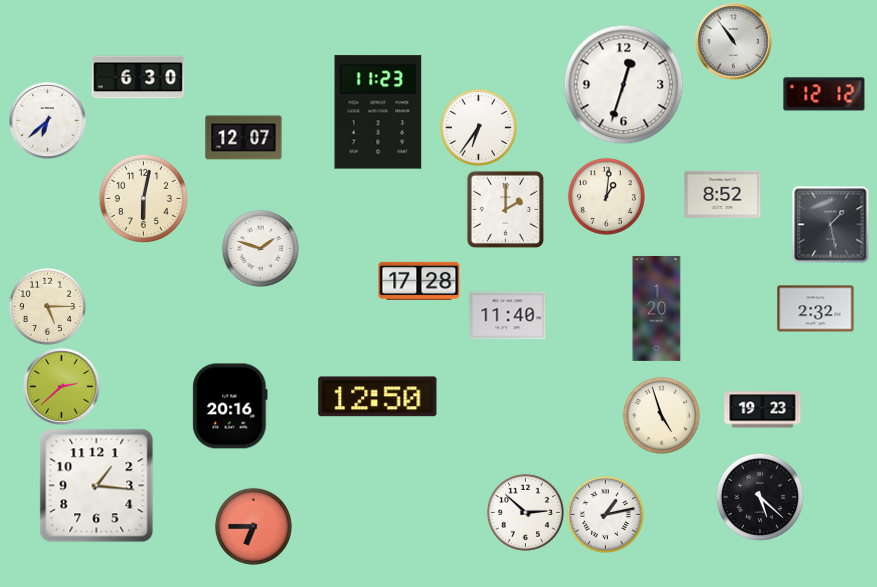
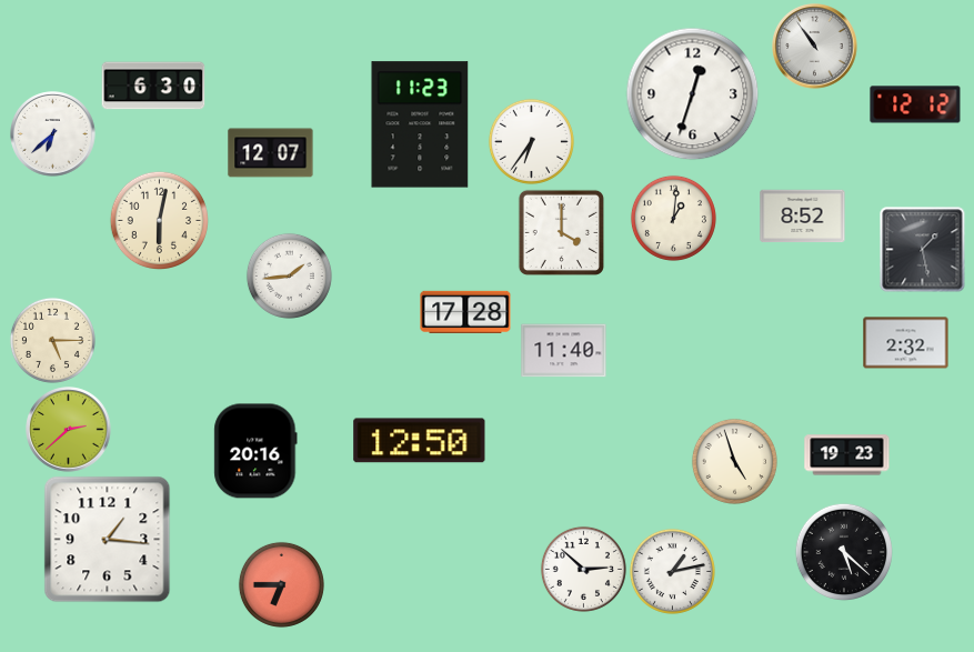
clock at (505, 209): 2:00 -> 4:00
clock at (260, 248): 1:48 -> 1:44
clock at (657, 308): 1:20 -> none
